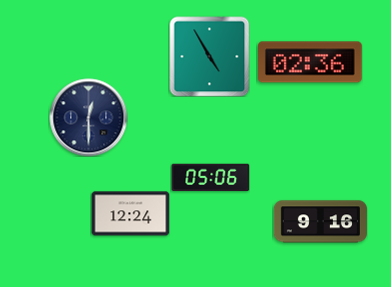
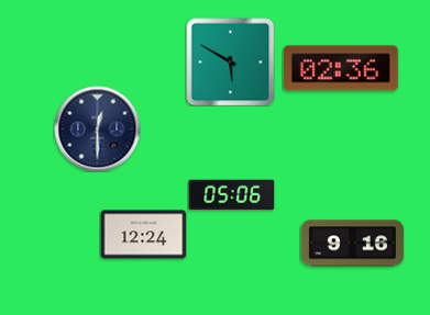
clock at (209, 56): 4:55 -> 5:50
